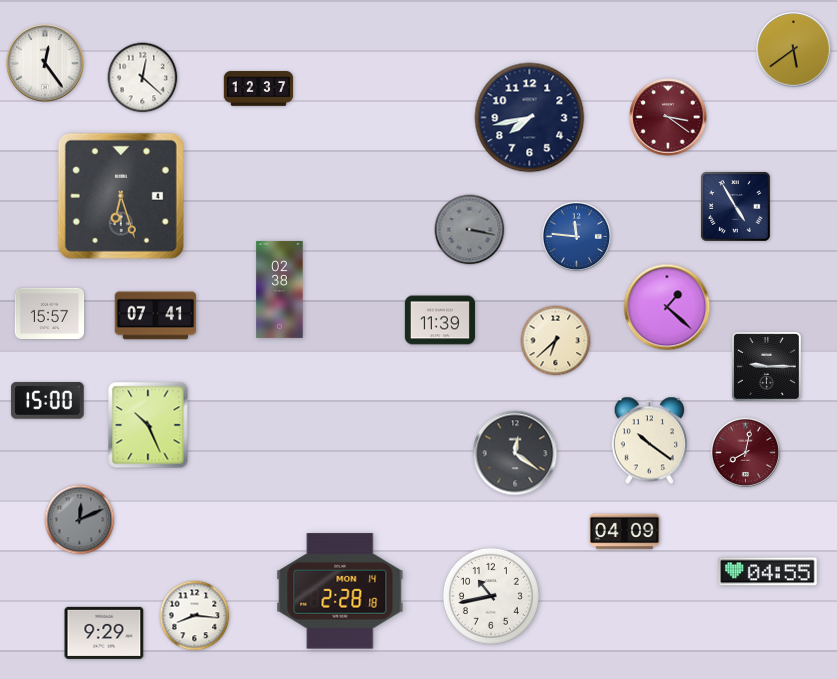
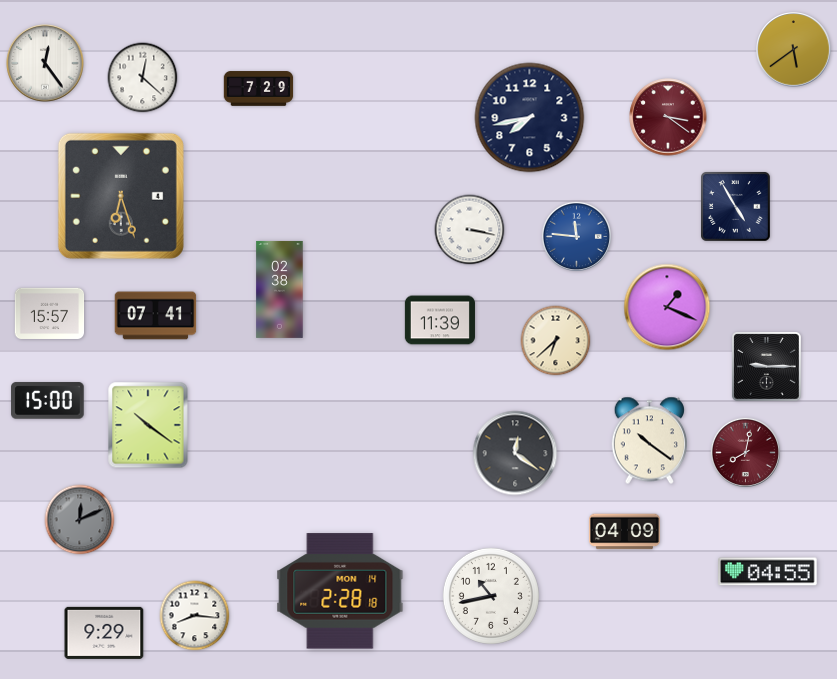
clock at (259, 89): 12:37 -> 7:29
clock at (470, 230) dial: grey -> white
clock at (667, 307): 1:22 -> 1:19
clock at (148, 425): 10:26 -> 10:21
